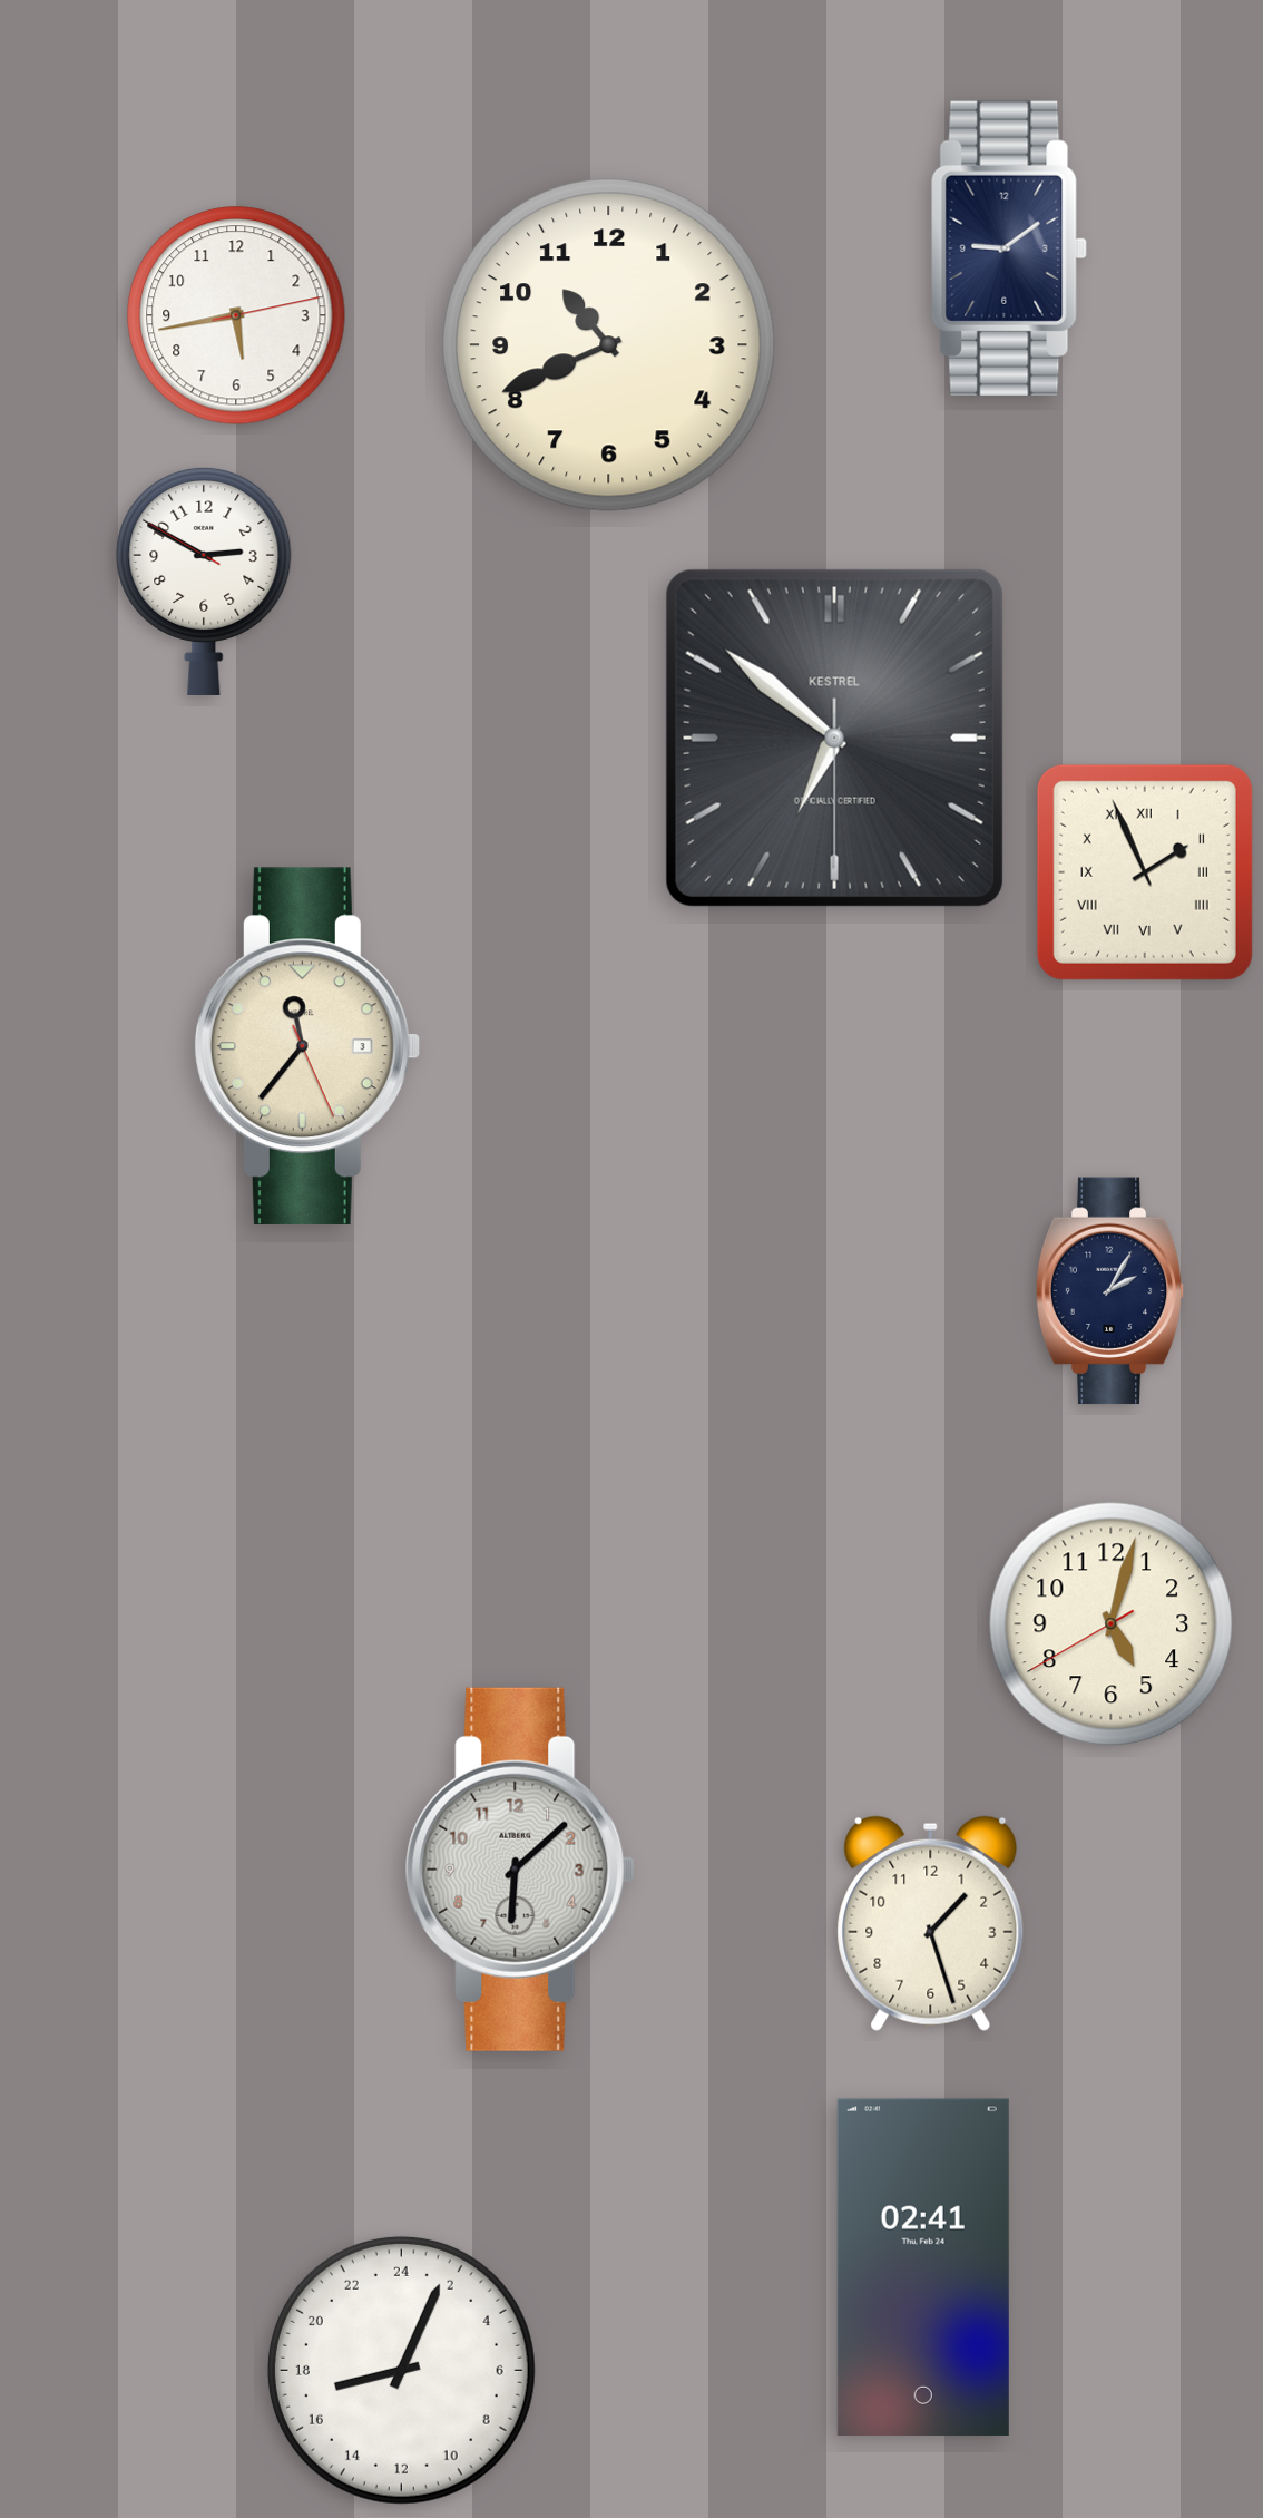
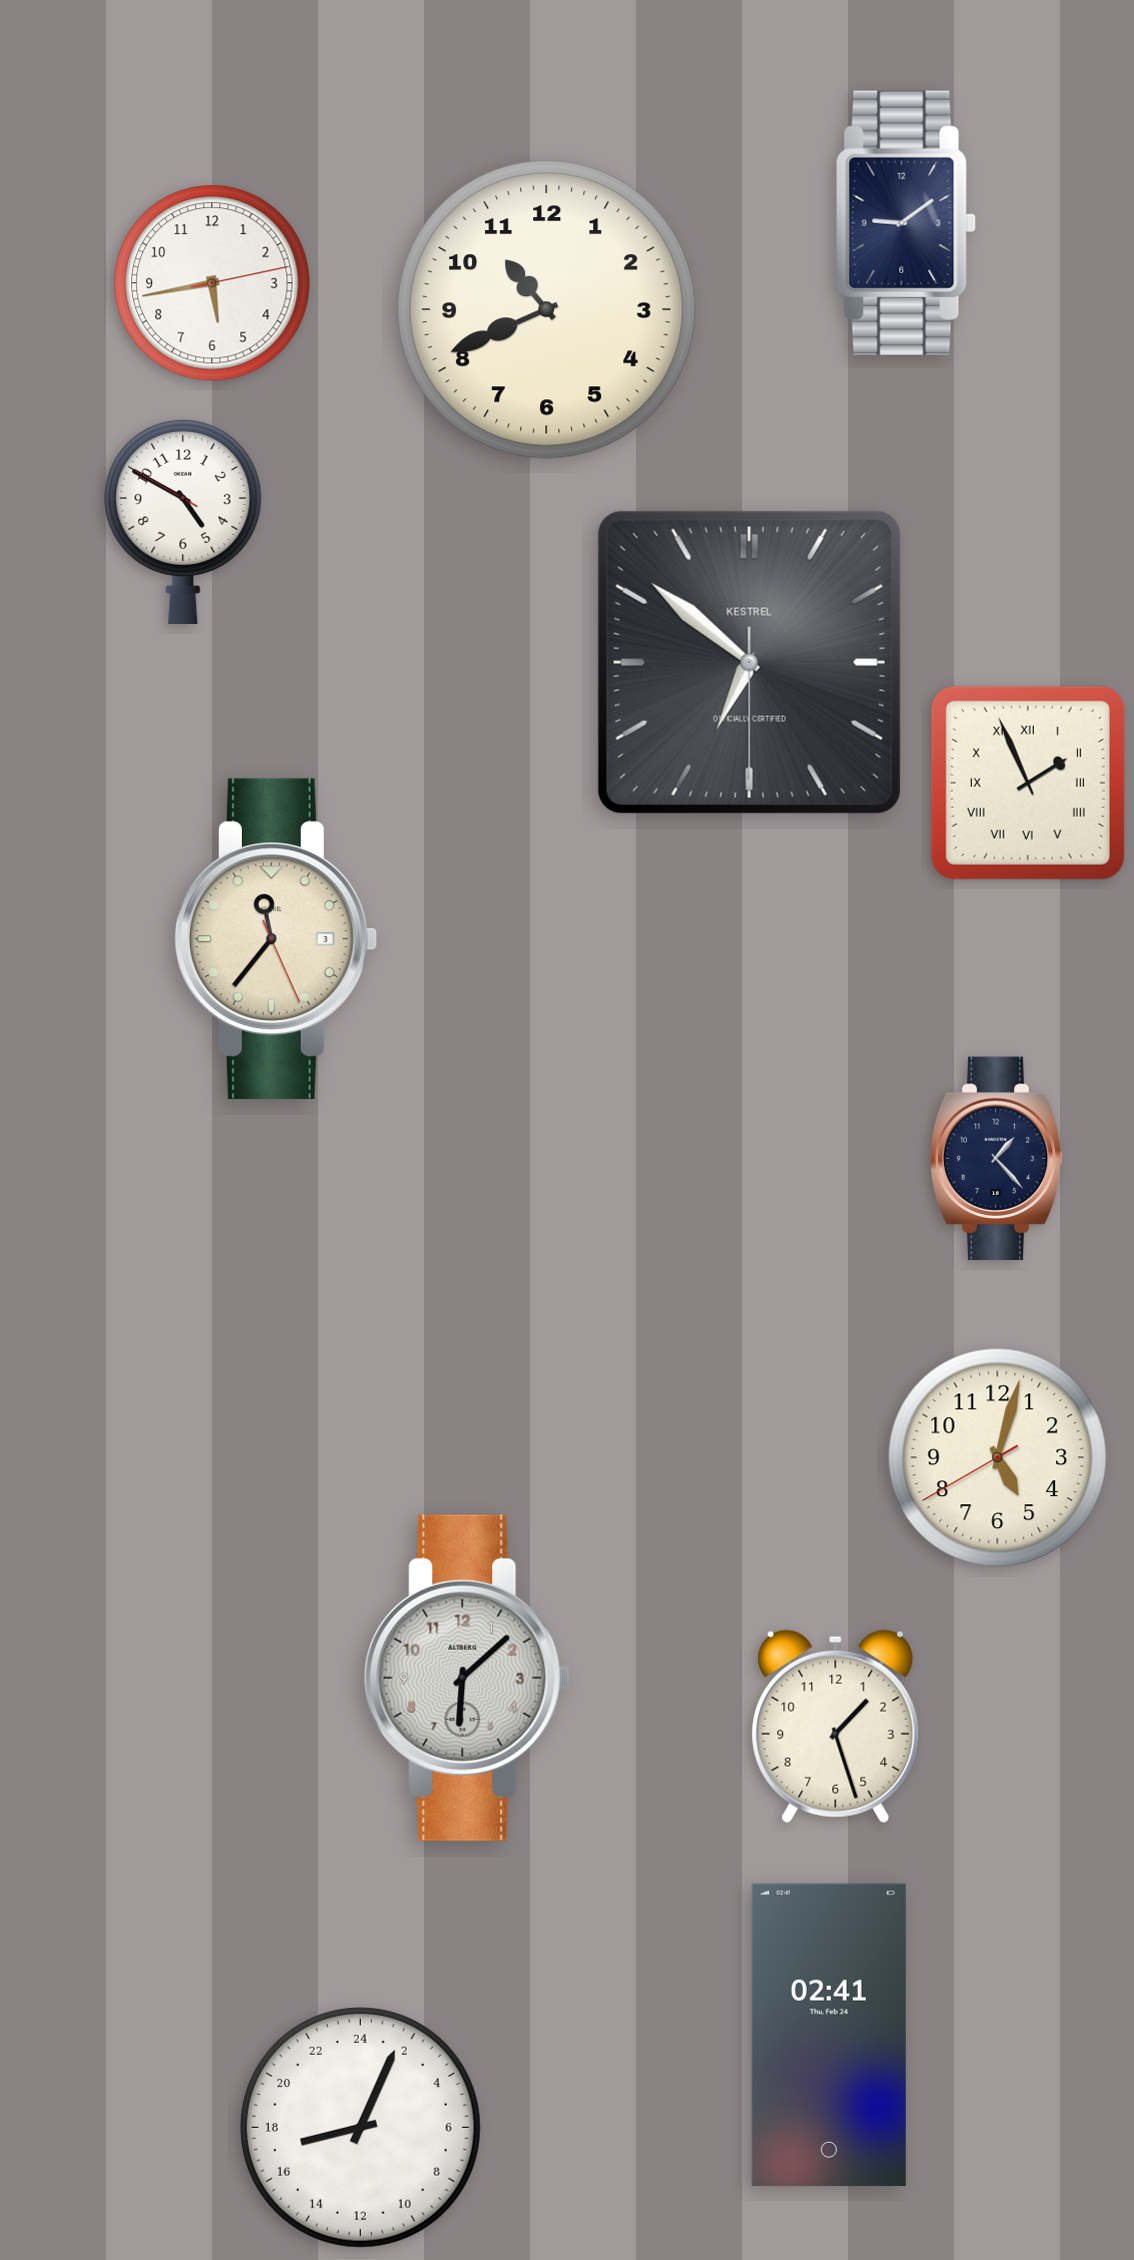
clock at (204, 580): 2:49 -> 4:49
clock at (1110, 1291): 2:05 -> 1:23
